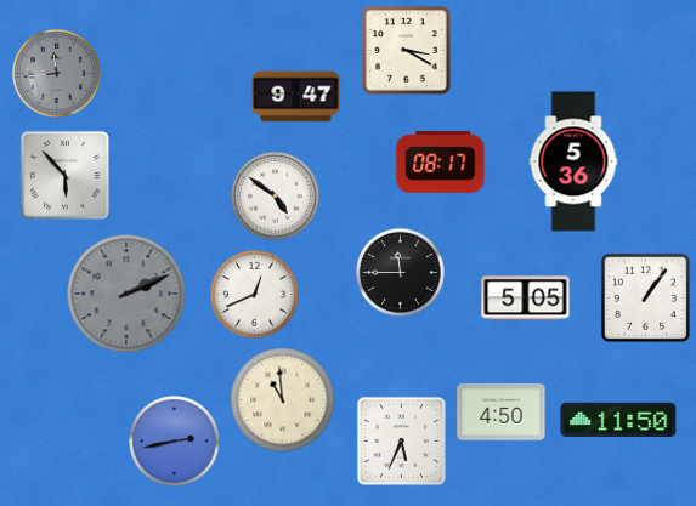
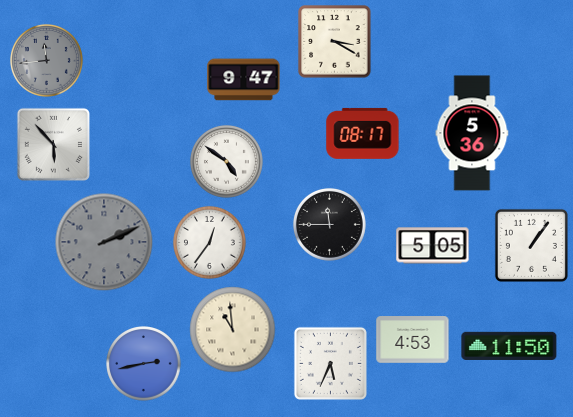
clock at (254, 294): 12:41 -> 12:36
clock at (502, 413): 4:50 -> 4:53
